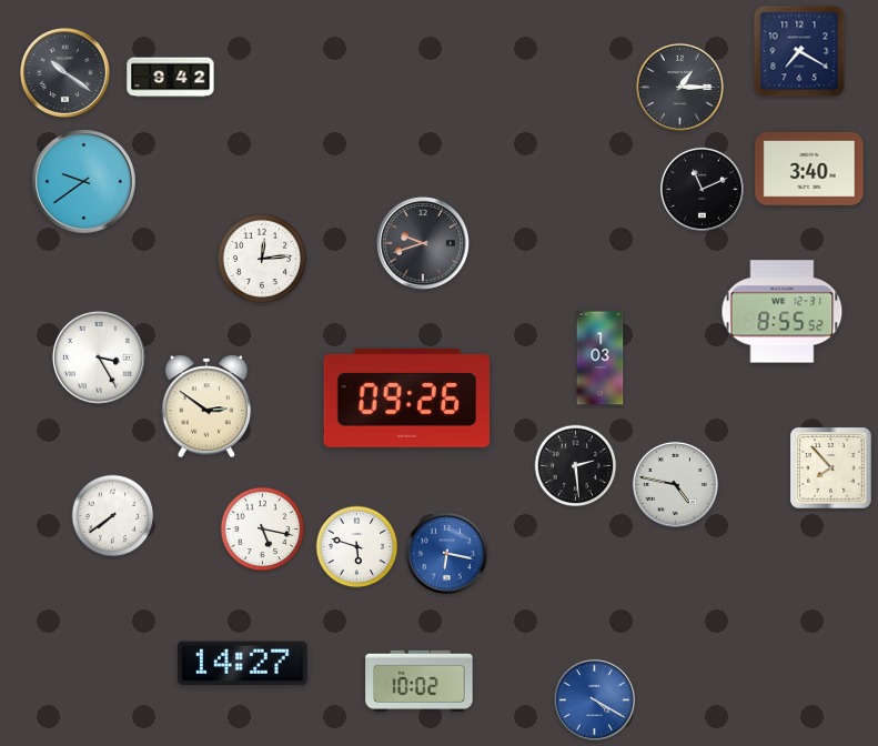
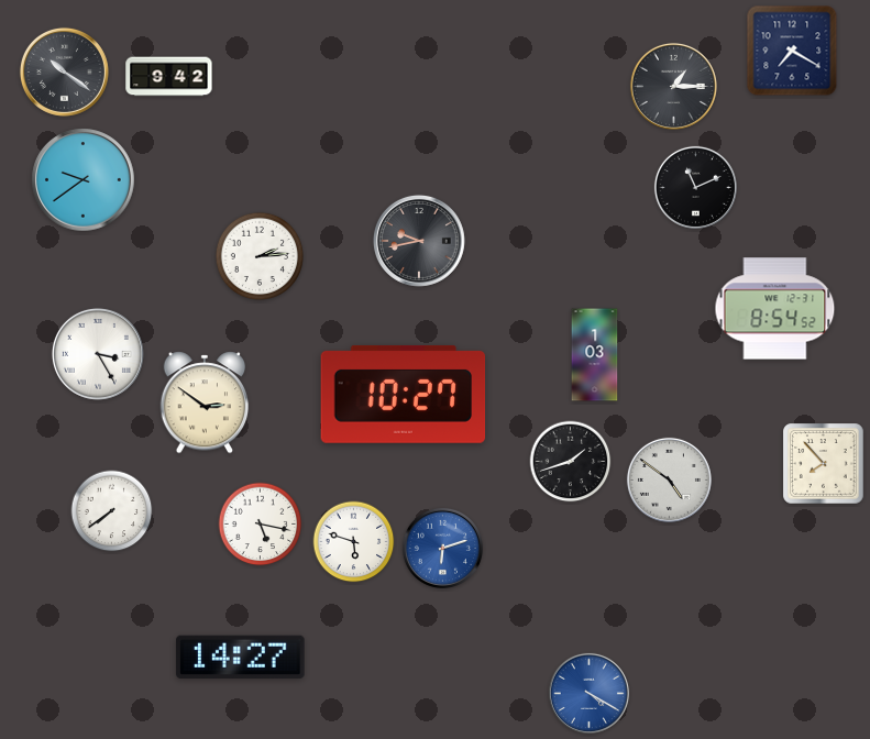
clock at (809, 170): 3:40 -> none
clock at (423, 243): 9:42 -> 9:43
clock at (261, 258): 12:14 -> 2:14
clock at (783, 312): 8:55 -> 8:54
clock at (407, 397): 09:26 -> 10:27
clock at (576, 466): 2:29 -> 1:42
clock at (675, 484): 4:47 -> 4:51
clock at (446, 553): 6:17 -> 6:12
clock at (420, 681): 10:02 -> none
